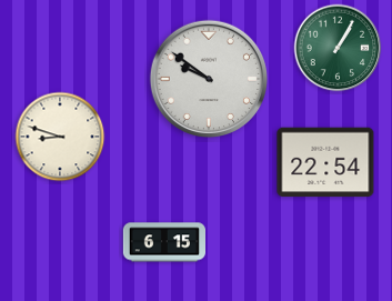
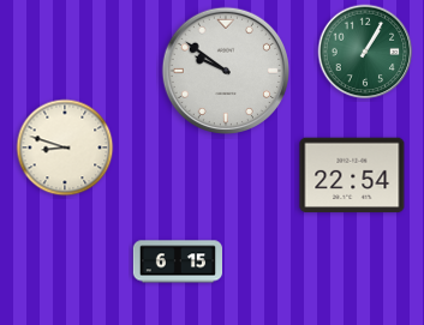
clock at (208, 78) position: (208, 78) -> (225, 70)
